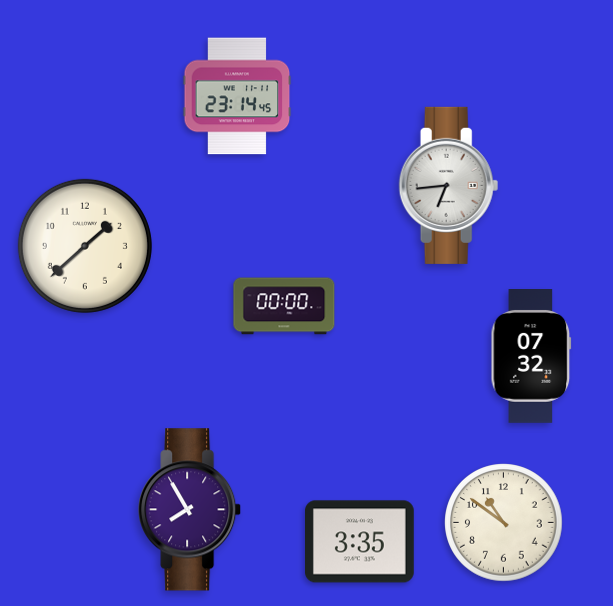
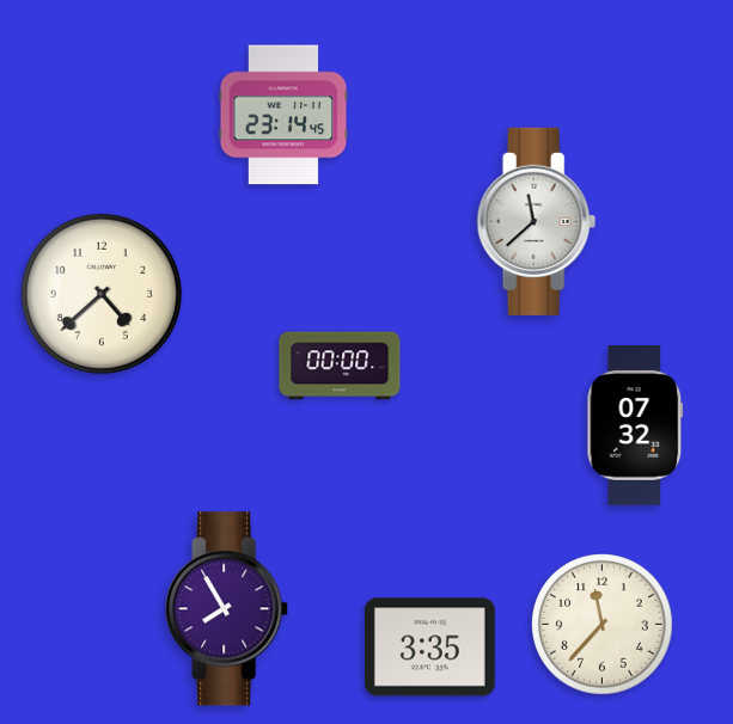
clock at (449, 185): 6:44 -> 11:38
clock at (85, 246): 1:38 -> 4:38
clock at (504, 523): 10:51 -> 11:37
